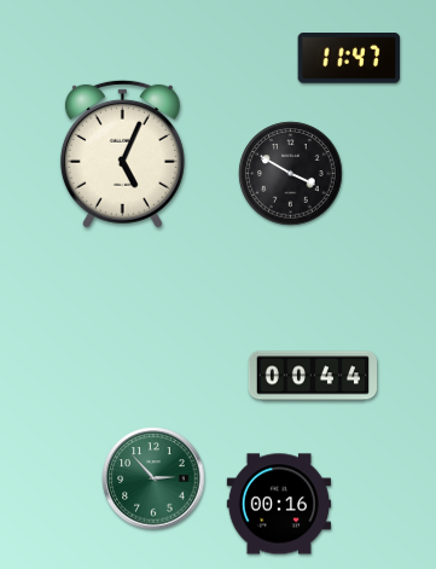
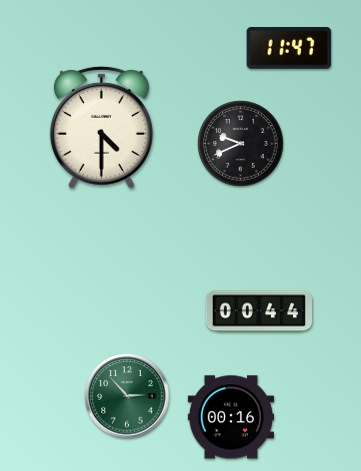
clock at (122, 153): 5:04 -> 4:30
clock at (291, 174): 3:50 -> 9:41
